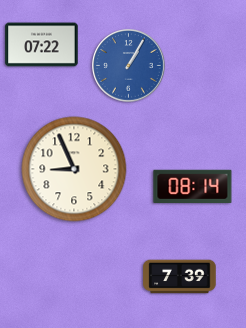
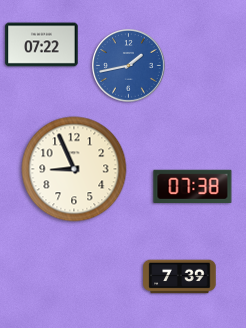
clock at (129, 66): 1:05 -> 1:43
clock at (193, 186): 08:14 -> 07:38
